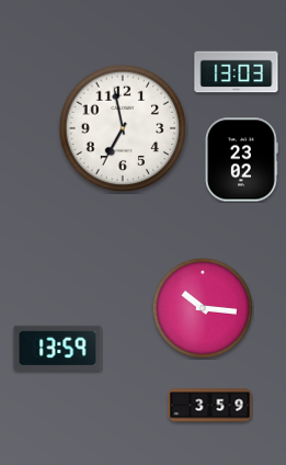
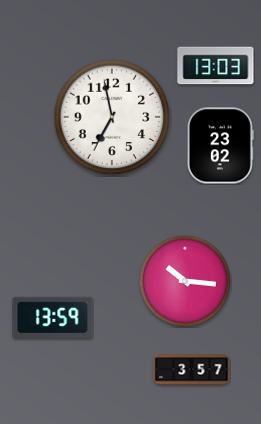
clock at (210, 406): 3:59 -> 3:57
